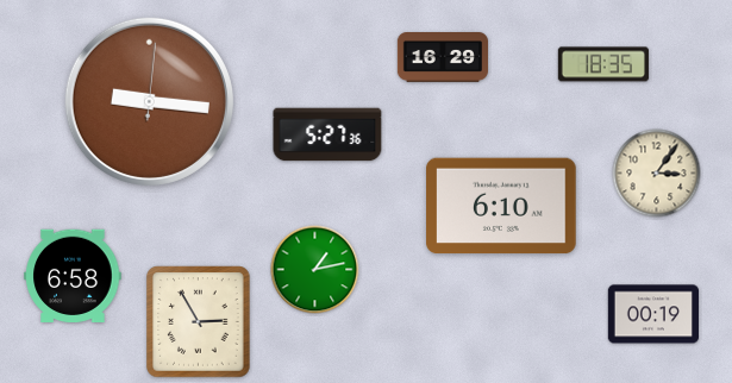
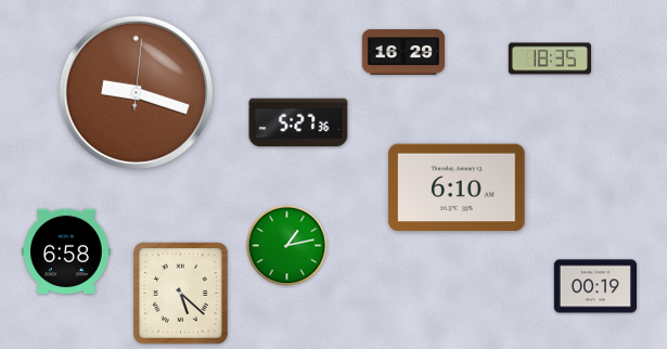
clock at (149, 101): 9:16 -> 9:18
clock at (657, 174): 3:06 -> none
clock at (199, 322): 2:55 -> 5:22
